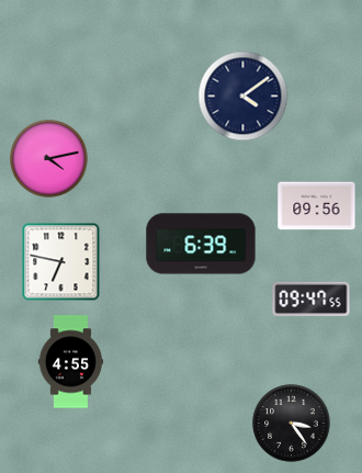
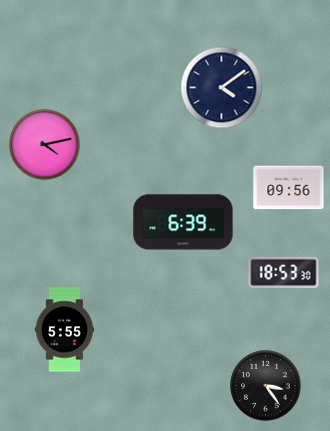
clock at (61, 262): 6:47 -> none
clock at (312, 299): 09:47 -> 18:53
clock at (71, 362): 4:55 -> 5:55
